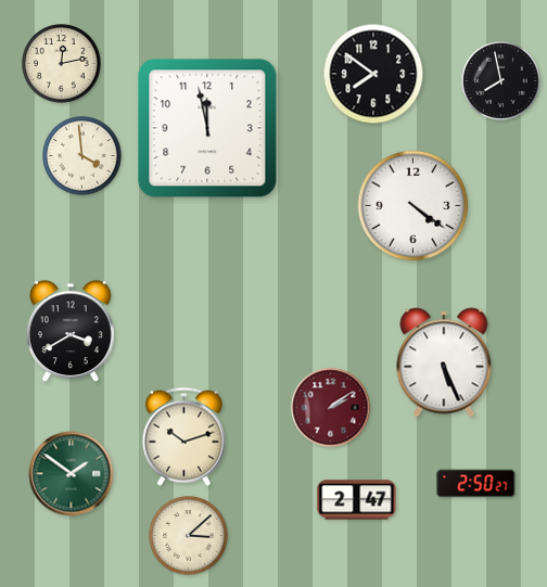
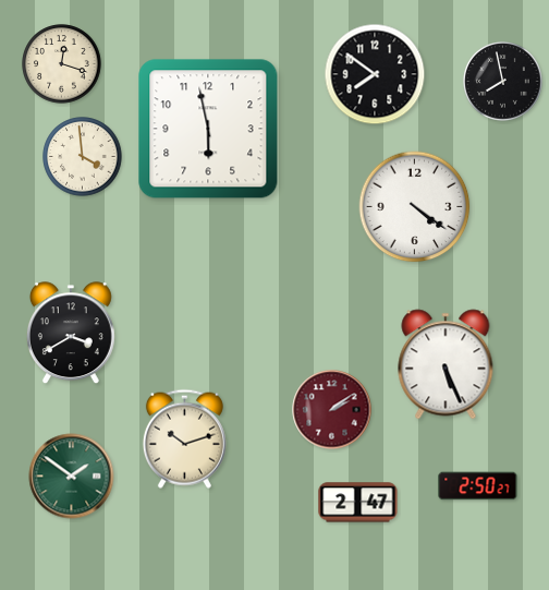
clock at (62, 64): 12:13 -> 12:18
clock at (207, 128): 11:58 -> 5:58
clock at (189, 536): 3:08 -> none
